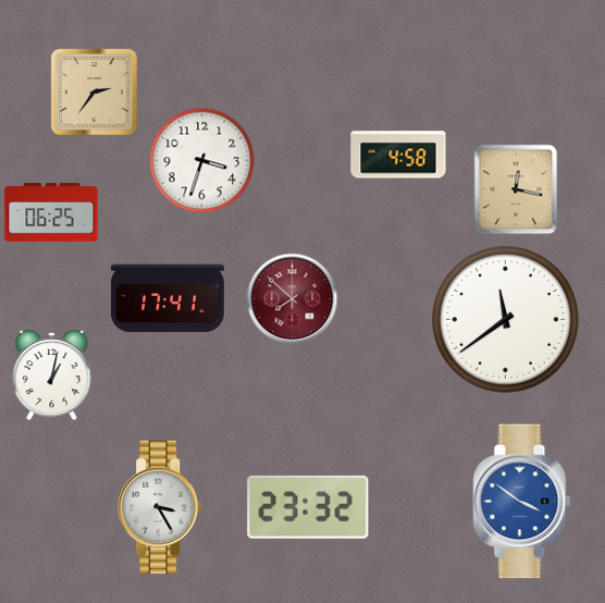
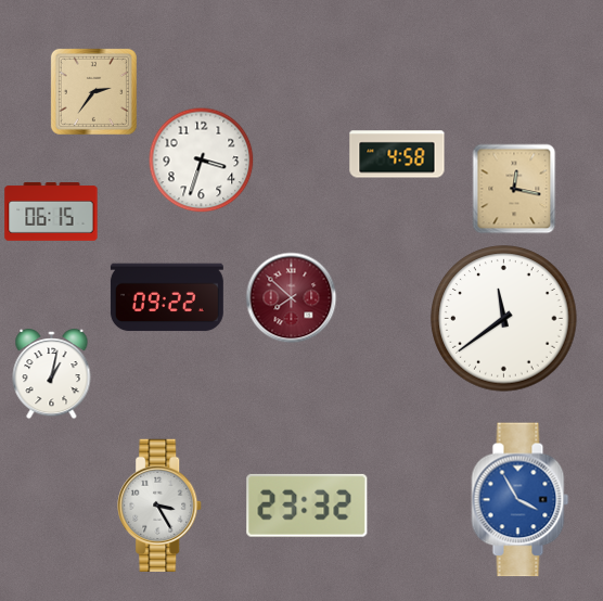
clock at (51, 212): 06:25 -> 06:15
clock at (168, 298): 17:41 -> 09:22
clock at (522, 502): 3:51 -> 3:55
